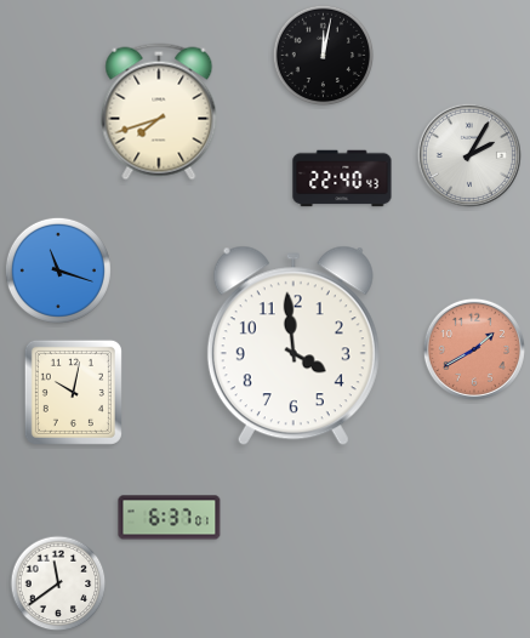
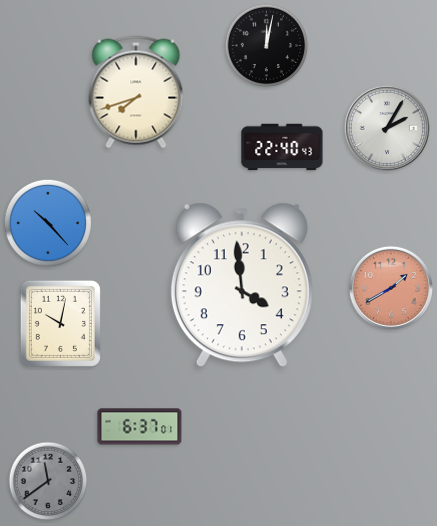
clock at (159, 112) position: (159, 112) -> (136, 92)
clock at (58, 270): 11:18 -> 10:23
clock at (58, 583) dial: white -> grey
